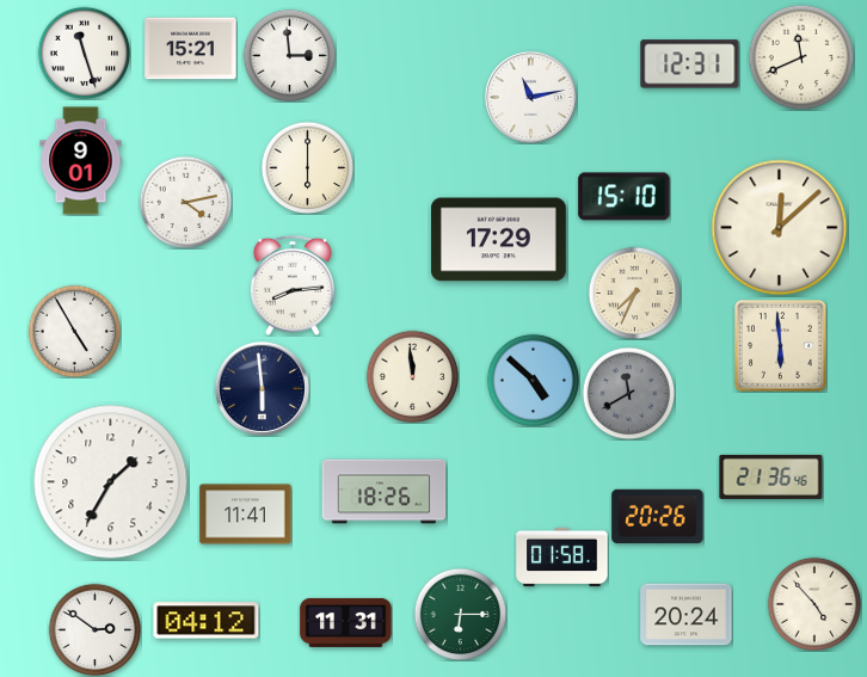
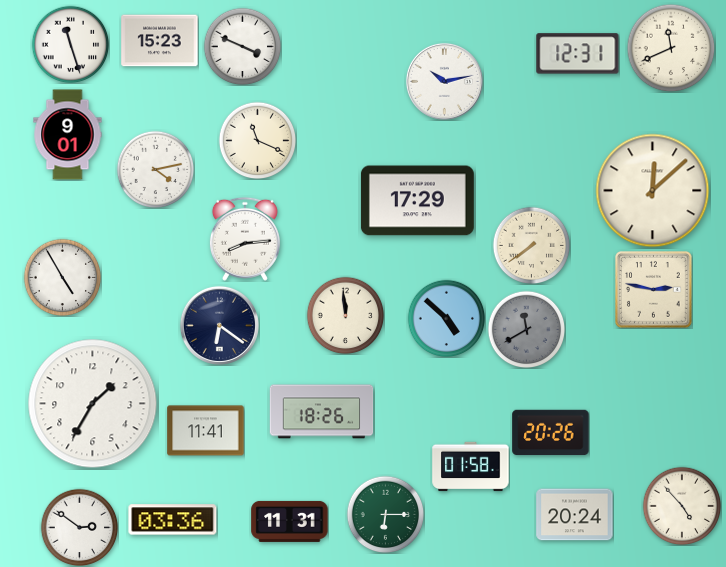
clock at (191, 49): 15:21 -> 15:23
clock at (289, 55): 2:59 -> 3:49
clock at (530, 97): 11:13 -> 10:13
clock at (307, 167): 6:00 -> 11:19
clock at (625, 197): 15:10 -> none
clock at (634, 293): 7:34 -> 7:39
clock at (781, 346): 5:59 -> 2:47
clock at (262, 388): 5:59 -> 6:21
clock at (771, 476): 21:36 -> none
clock at (207, 621): 04:12 -> 03:36
